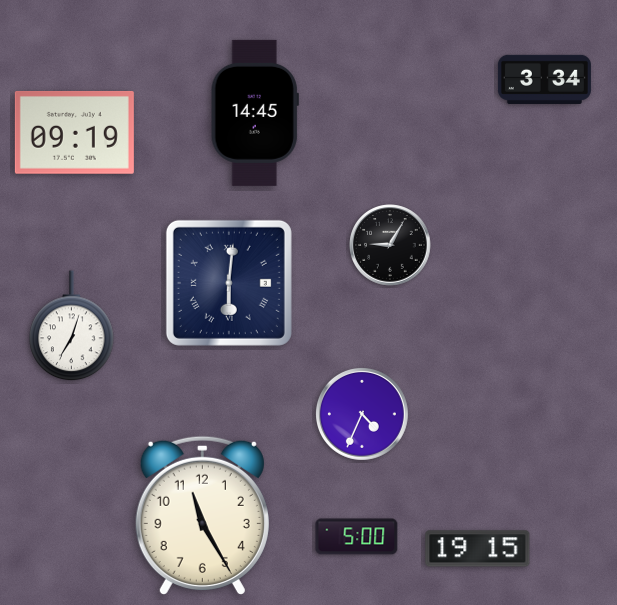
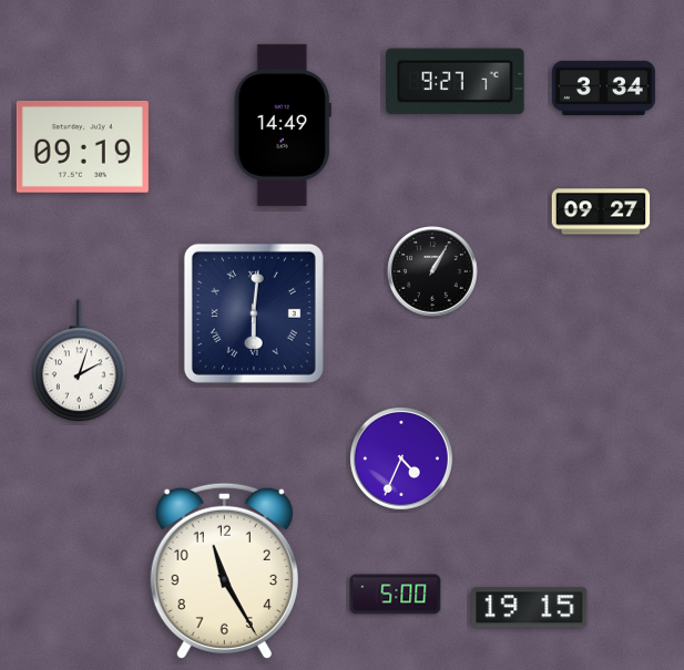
clock at (456, 82): none -> 9:27
clock at (255, 113): 14:45 -> 14:49
clock at (601, 212): none -> 09:27
clock at (390, 245): 9:05 -> 1:05
clock at (72, 326): 7:03 -> 2:03
